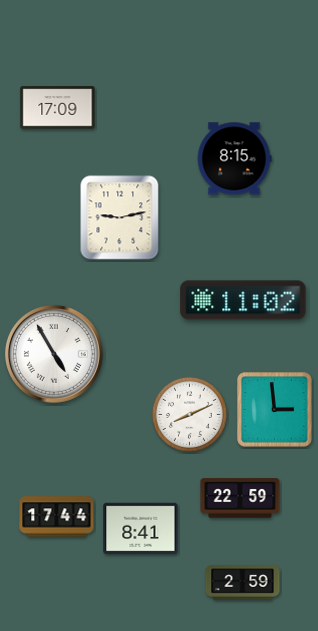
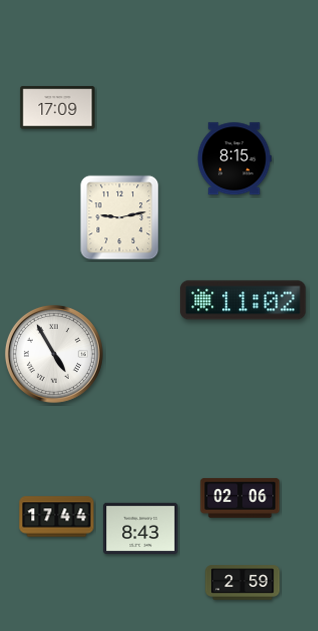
clock at (275, 410): 2:59 -> none
clock at (189, 414): 8:11 -> none
clock at (240, 498): 22:59 -> 02:06
clock at (141, 528): 8:41 -> 8:43
